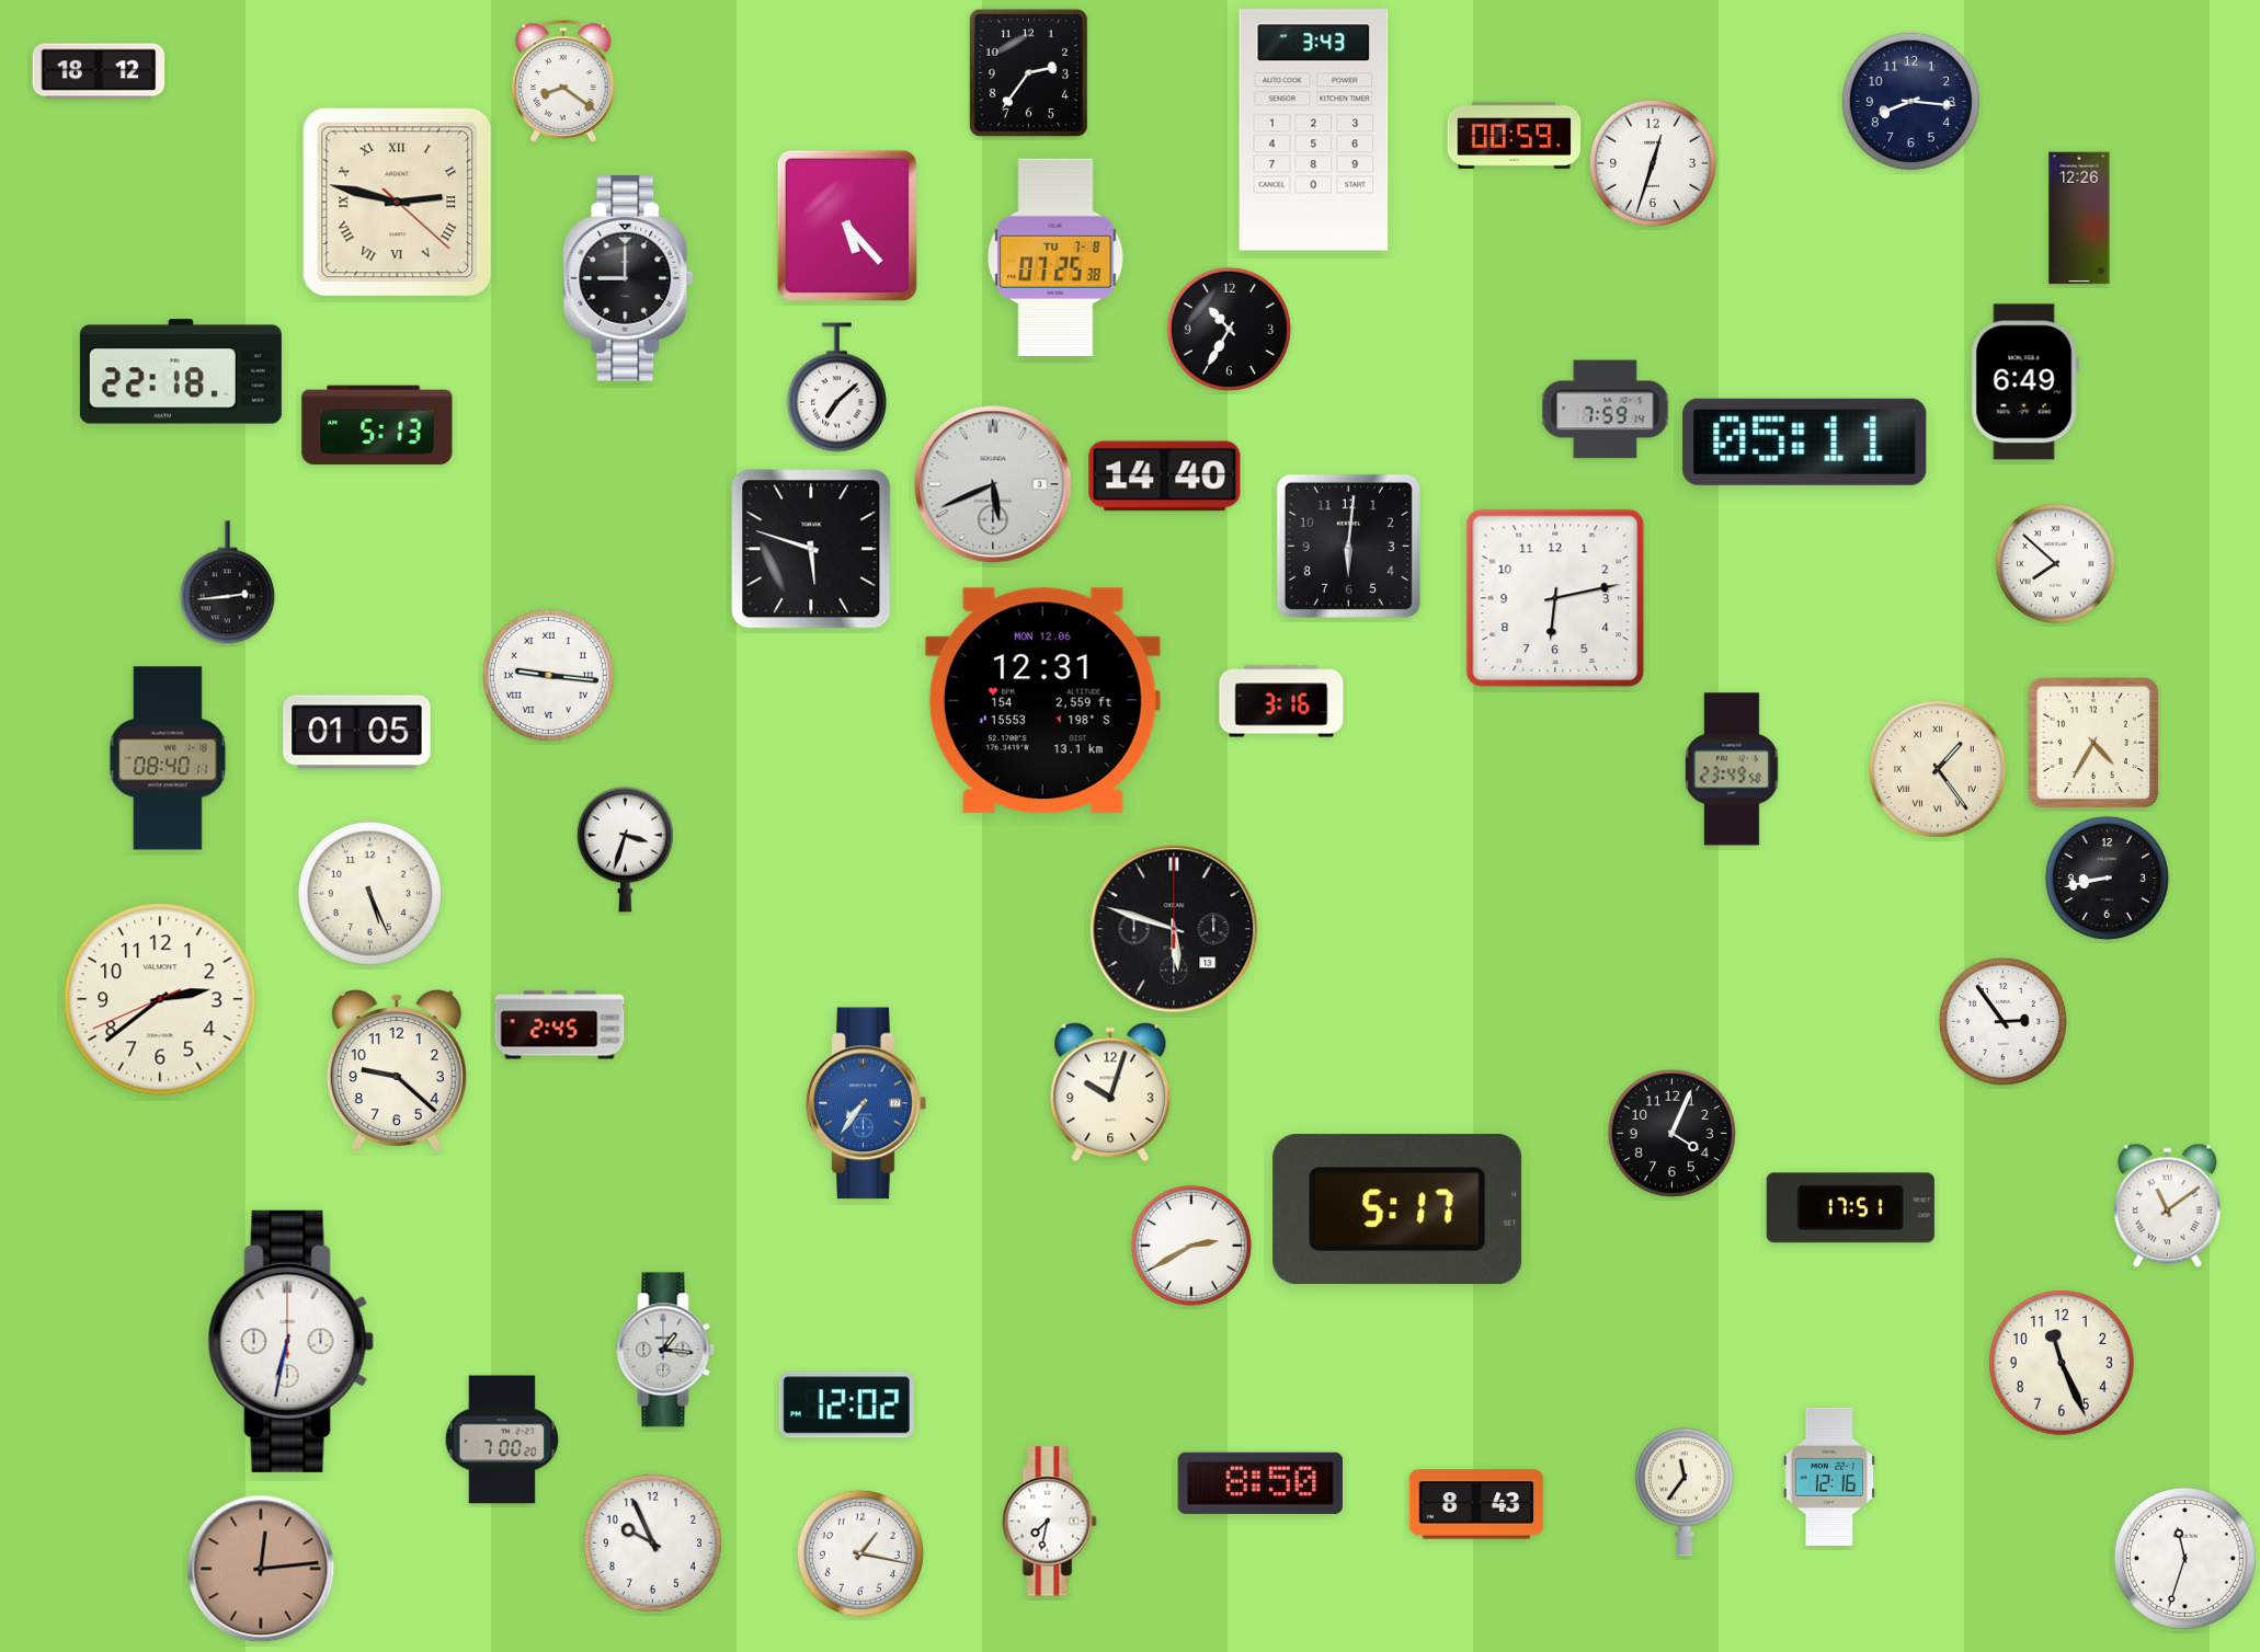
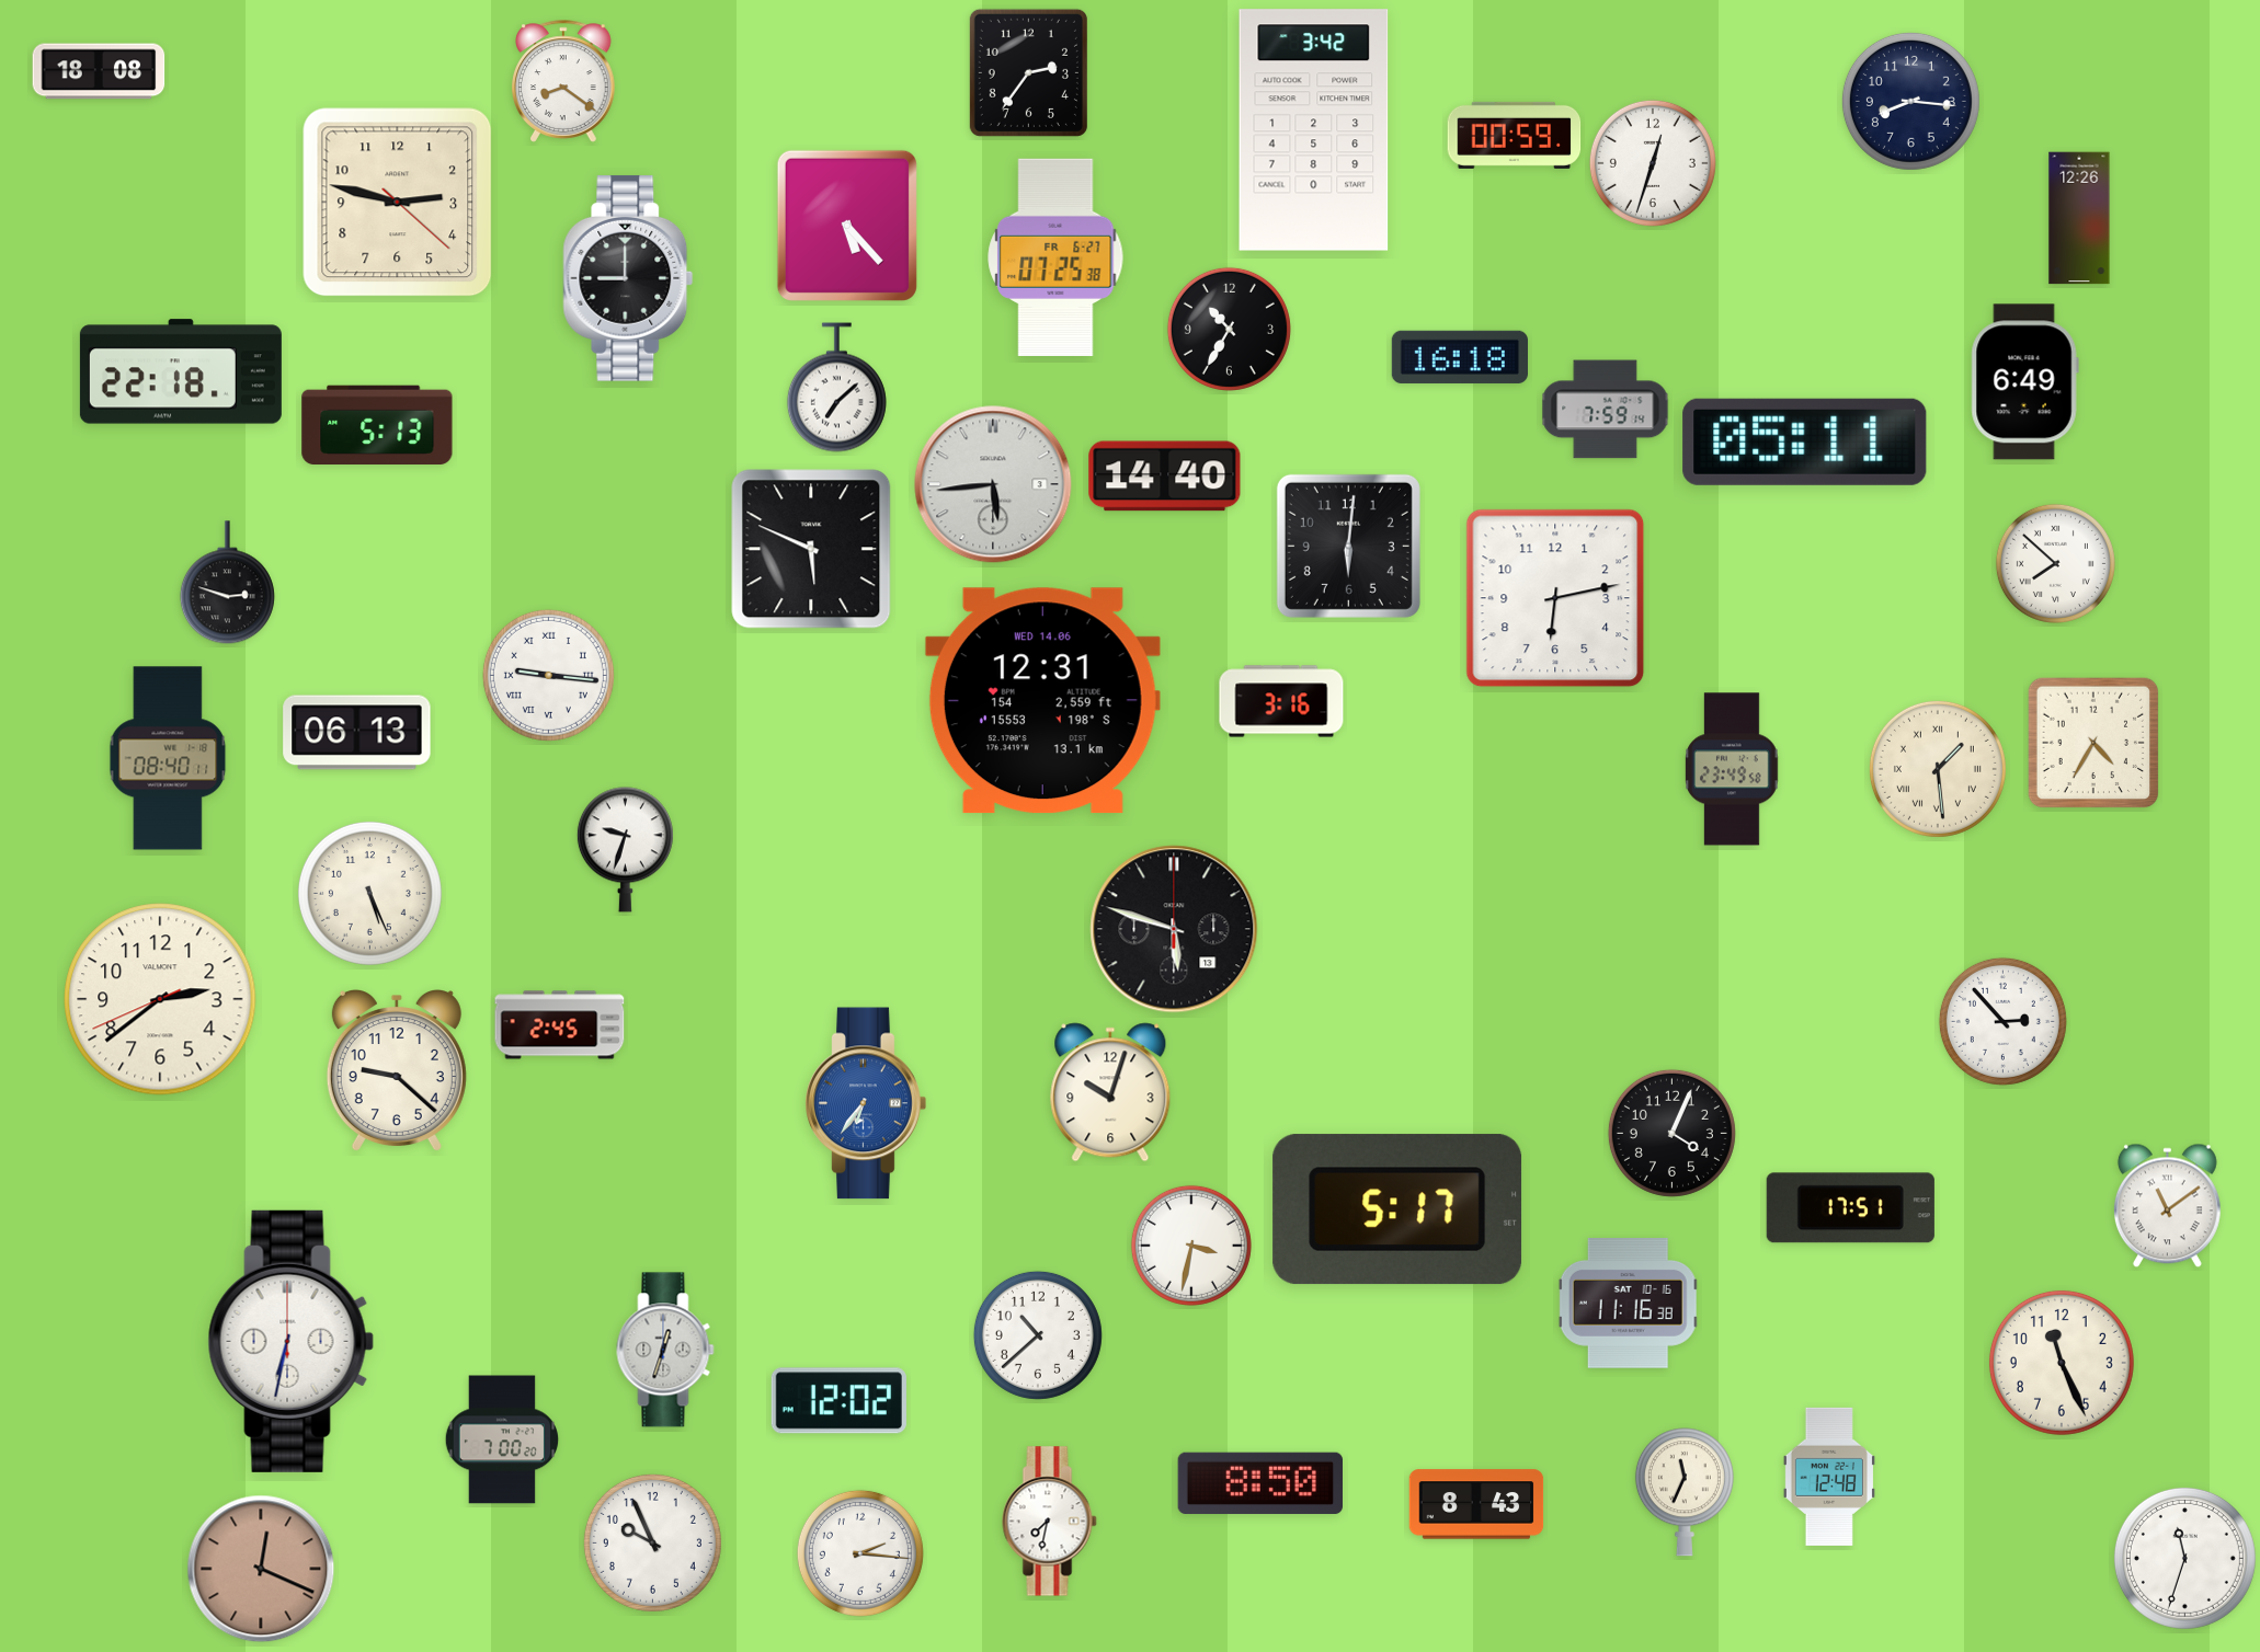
clock at (99, 71): 18:12 -> 18:08
clock at (1314, 130): 3:43 -> 3:42
clock at (398, 203) numerals: Roman -> Arabic
clock at (1055, 257) date: TU 7-8 -> FR 6-27
clock at (1460, 356): none -> 16:18
clock at (993, 484): 5:41 -> 5:44
clock at (811, 549): 5:48 -> 5:49
clock at (227, 583): 2:44 -> 2:48
clock at (1042, 701) date: MON 12.06 -> WED 14.06
clock at (357, 733): 01:05 -> 06:13
clock at (1938, 769): 1:24 -> 1:29
clock at (625, 850): 3:33 -> 9:33
clock at (2107, 877): 8:43 -> none
clock at (2002, 1021): 2:54 -> 2:53
clock at (866, 1103): 7:36 -> 6:36
clock at (1191, 1246): 2:40 -> 3:32
clock at (1629, 1304): none -> 11:16
clock at (1038, 1335): none -> 10:38
clock at (665, 1350): 1:16 -> 12:33
clock at (846, 1406) position: (846, 1406) -> (838, 1401)
clock at (1829, 1477): 12:16 -> 12:48
clock at (1685, 1492): 11:36 -> 11:34
clock at (860, 1553): 1:17 -> 2:16
clock at (261, 1569): 12:14 -> 12:19
